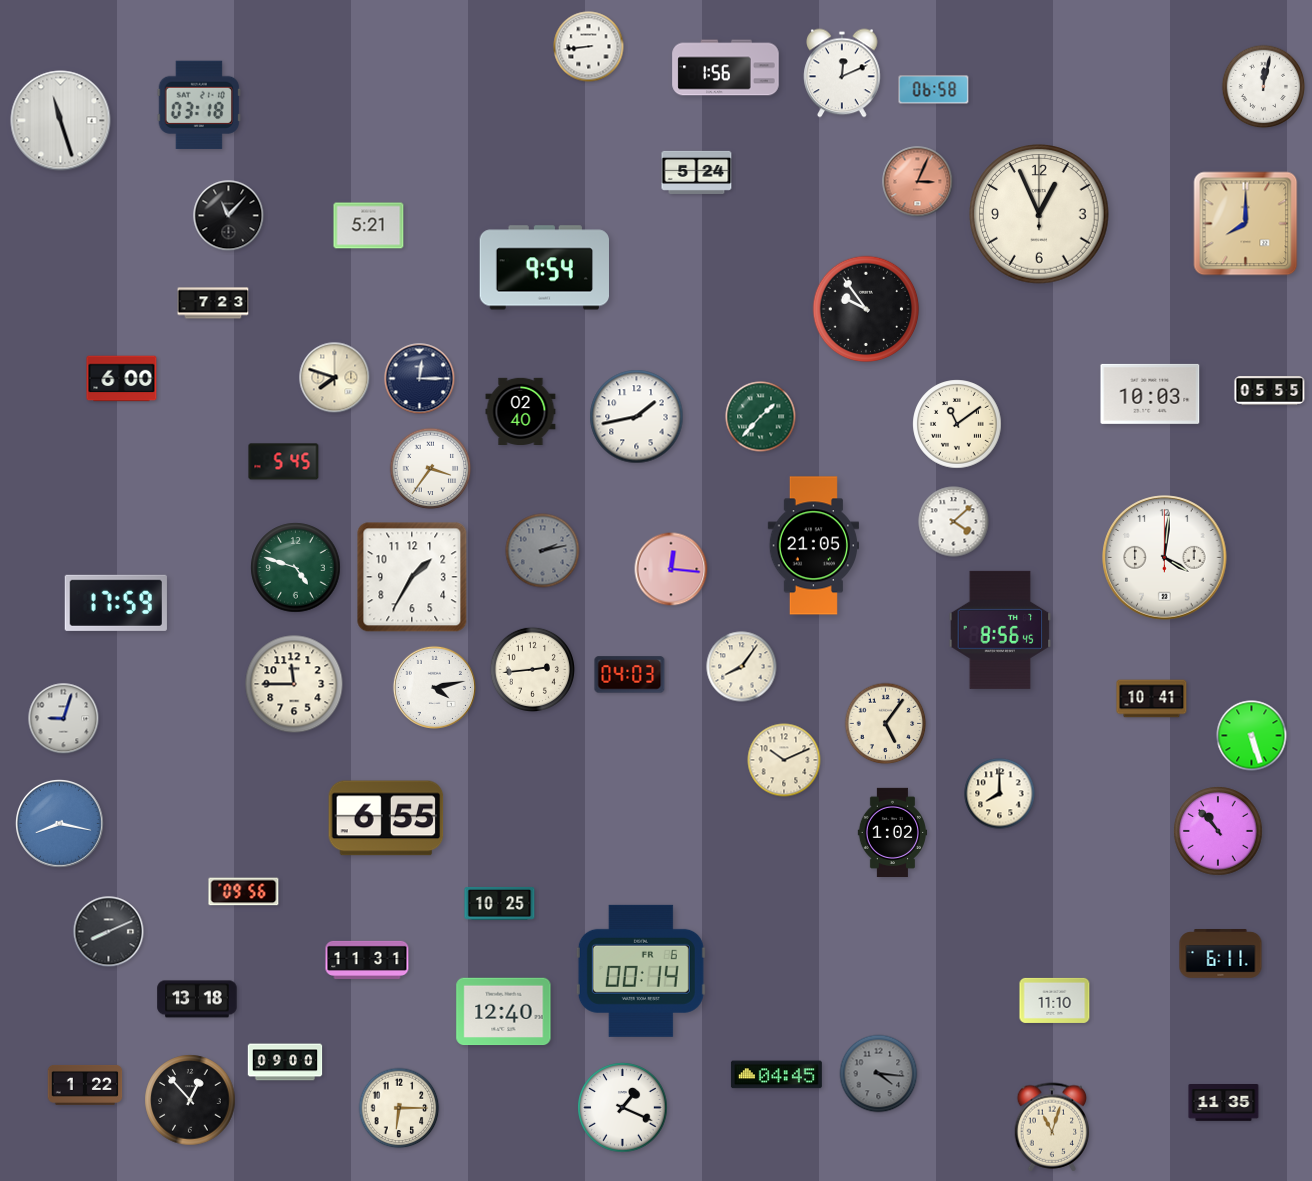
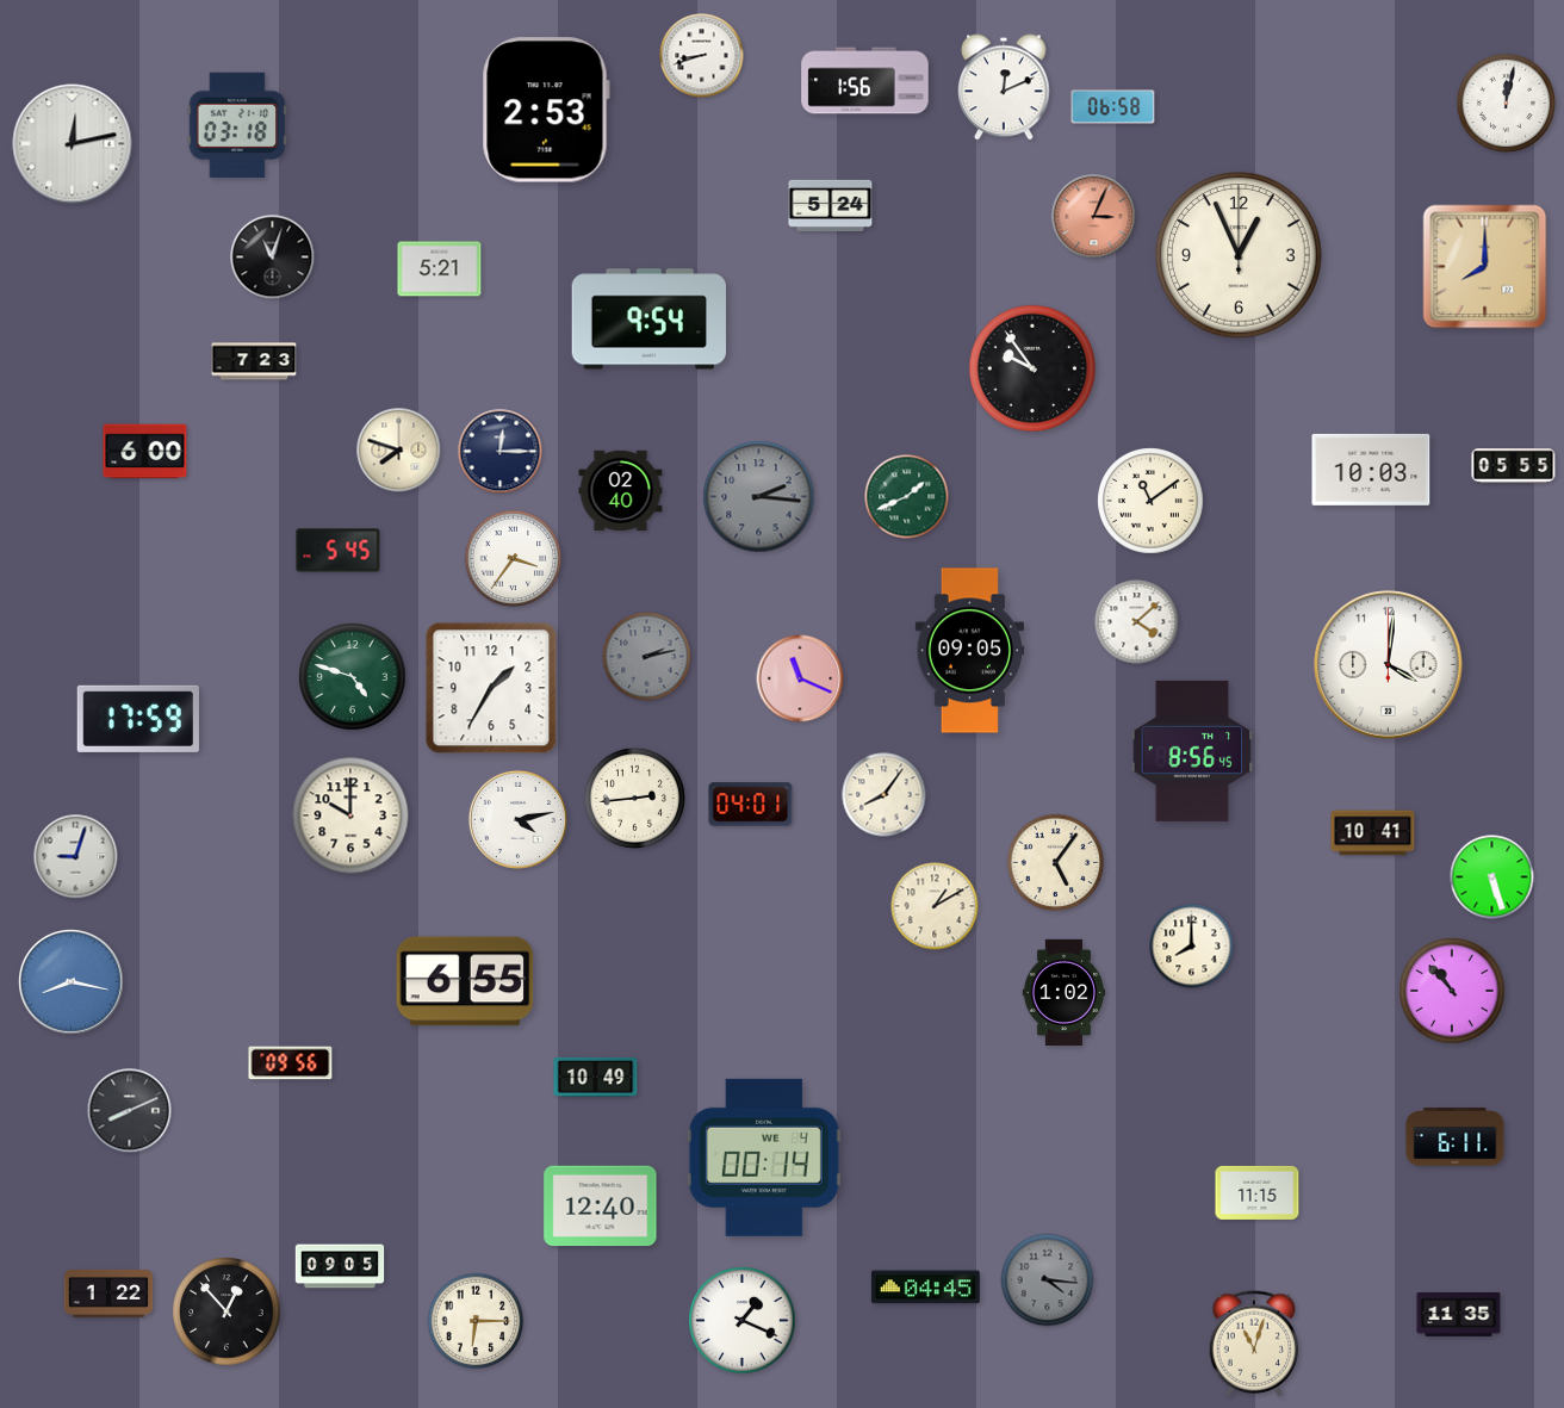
clock at (589, 47): 8:44 -> 8:42
clock at (546, 110): none -> 2:53
clock at (61, 121): 11:27 -> 12:13
clock at (229, 216): 11:07 -> 11:03
clock at (637, 417): 1:43 -> 2:16
clock at (637, 417) dial: white -> grey
clock at (761, 417): 1:37 -> 1:41
clock at (957, 424) position: (957, 424) -> (1150, 501)
clock at (813, 546): 21:05 -> 09:05
clock at (671, 569): 12:16 -> 11:19
clock at (630, 675): 04:03 -> 04:01
clock at (294, 684): 11:45 -> 10:00
clock at (784, 760): 10:11 -> 1:10
clock at (386, 818) position: (386, 818) -> (465, 981)
clock at (500, 903): 10:25 -> 10:49
clock at (367, 960): 11:31 -> none
clock at (641, 971) date: FR 6 -> WE 4
clock at (197, 999): 13:18 -> none
clock at (1055, 1000): 11:10 -> 11:15
clock at (285, 1062): 09:00 -> 09:05
clock at (776, 1075) position: (776, 1075) -> (925, 1288)
clock at (85, 1085) position: (85, 1085) -> (108, 1294)
